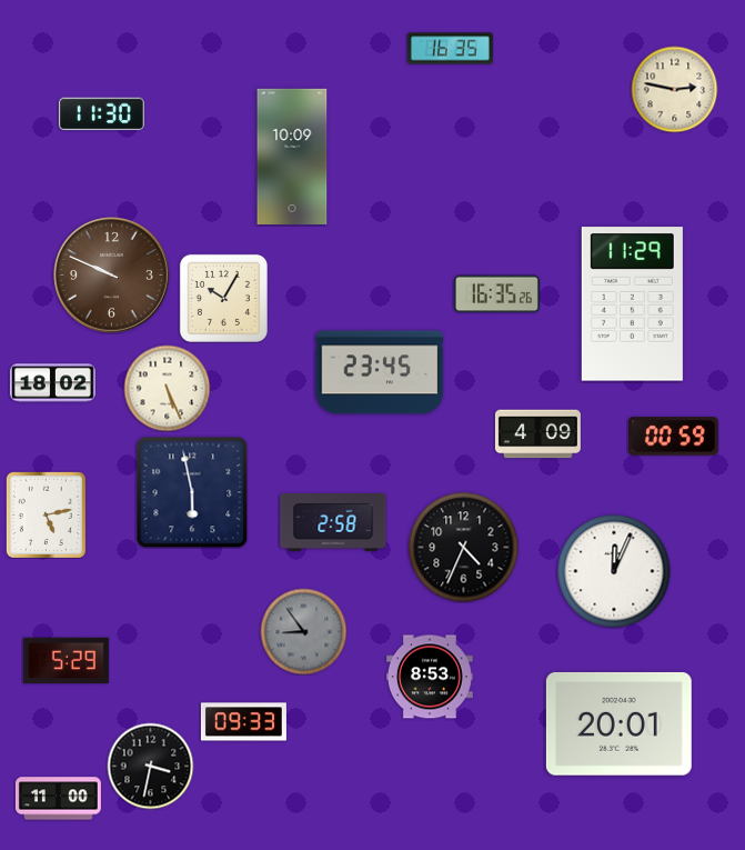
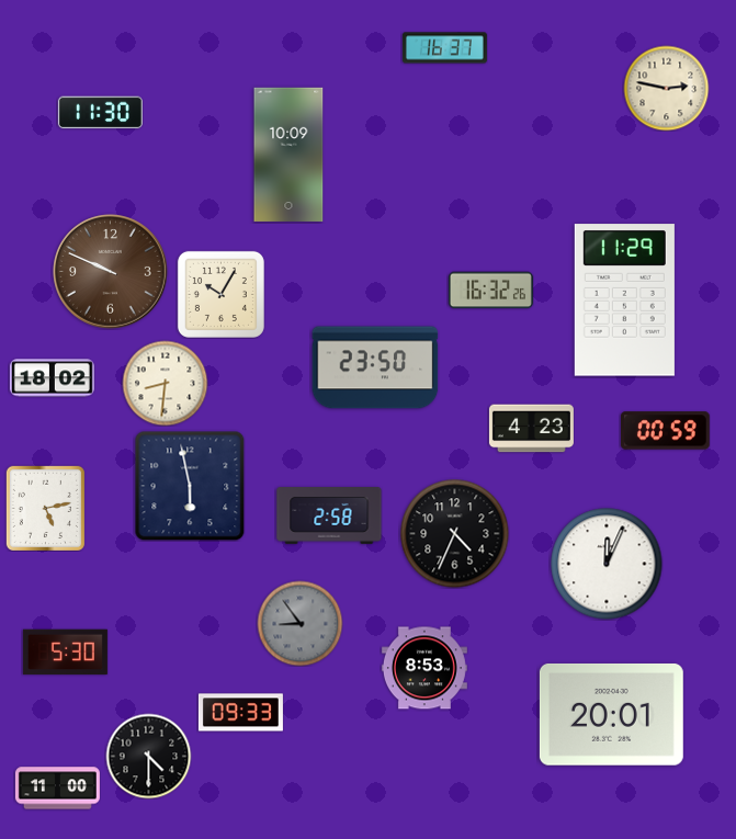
clock at (450, 49): 16:35 -> 16:37
clock at (496, 294): 16:35 -> 16:32
clock at (380, 372): 23:45 -> 23:50
clock at (167, 388): 5:26 -> 8:31
clock at (537, 434): 4:09 -> 4:23
clock at (464, 548) position: (464, 548) -> (455, 534)
clock at (66, 661): 5:29 -> 5:30
clock at (150, 766): 3:32 -> 4:30
